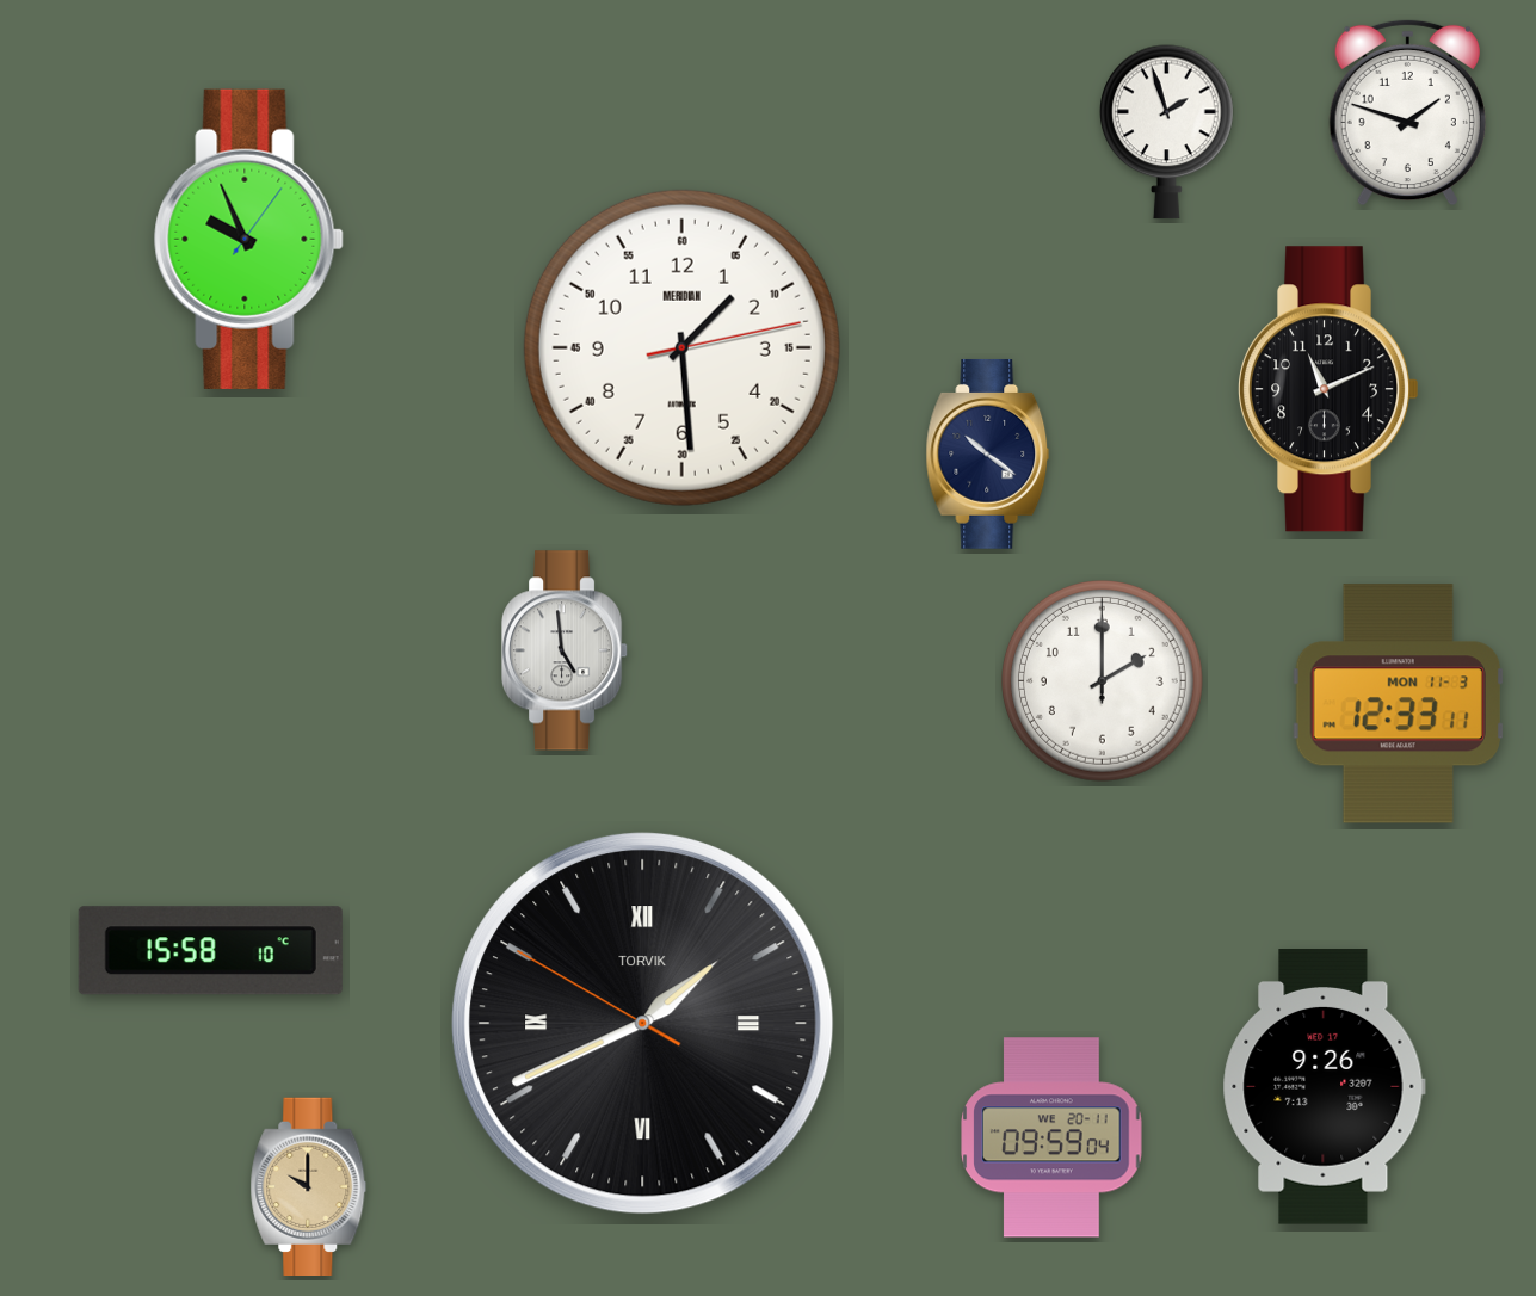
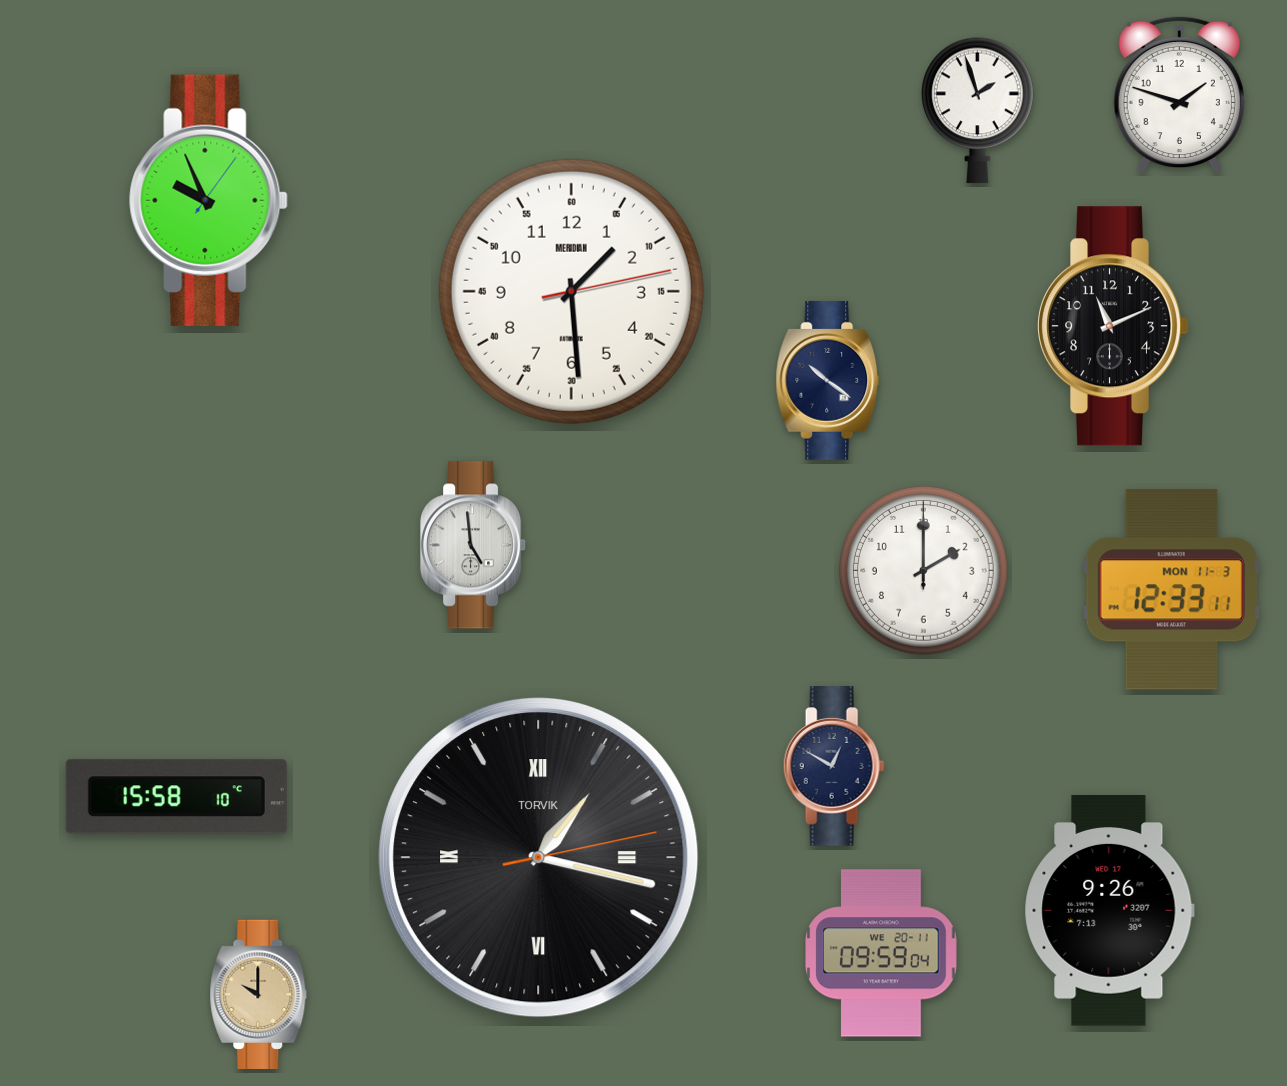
clock at (834, 767): none -> 12:50
clock at (642, 1023): 1:40 -> 1:17
